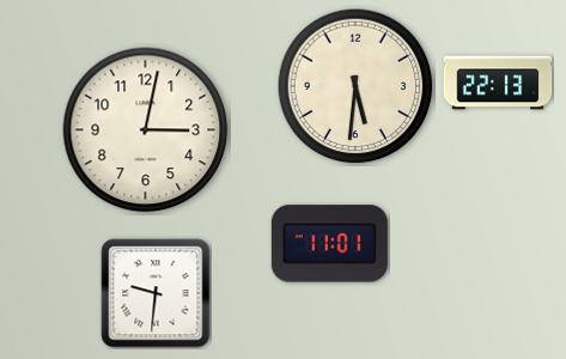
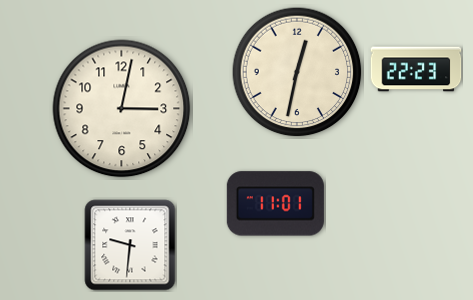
clock at (498, 83): 22:13 -> 22:23
clock at (355, 86): 5:31 -> 12:32
